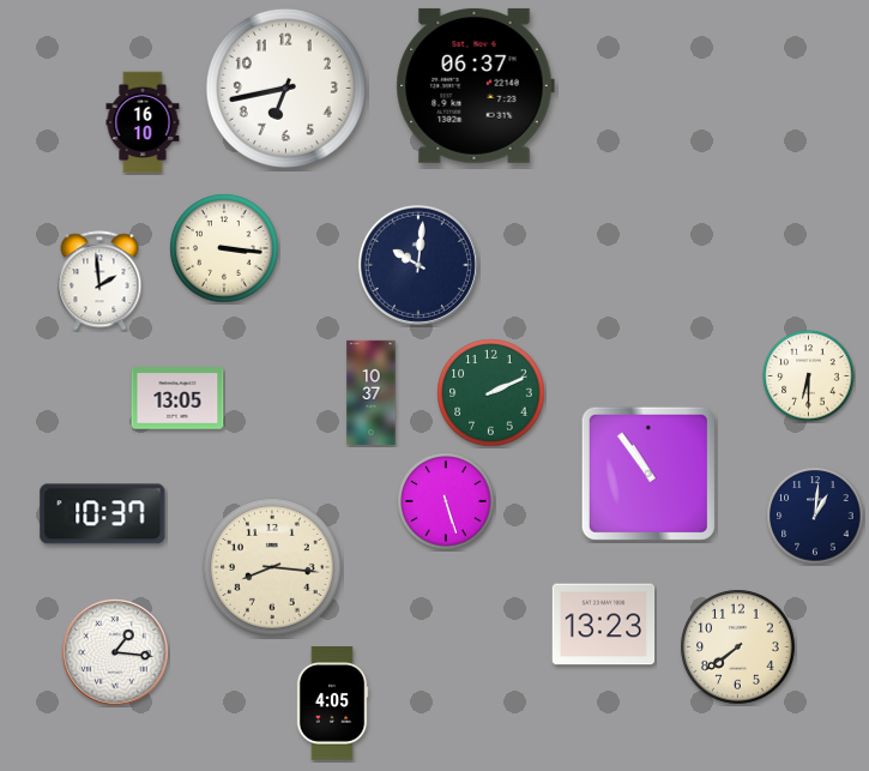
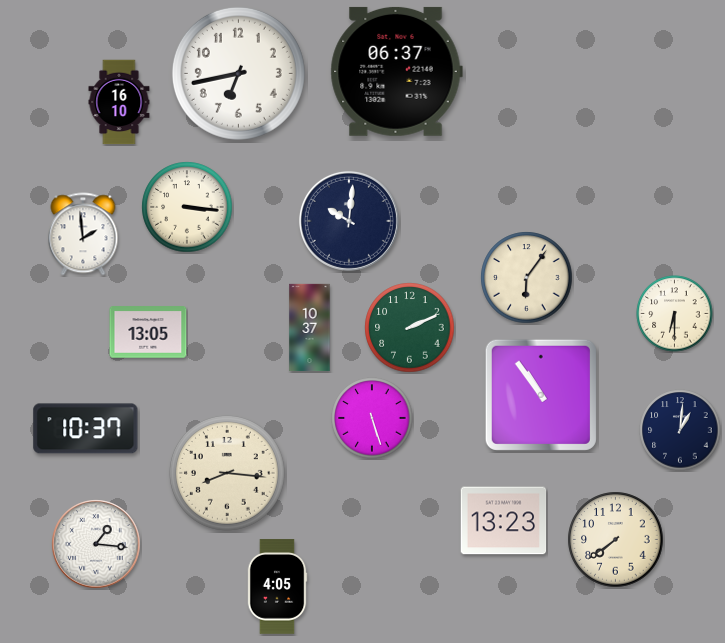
clock at (527, 278): none -> 6:06
